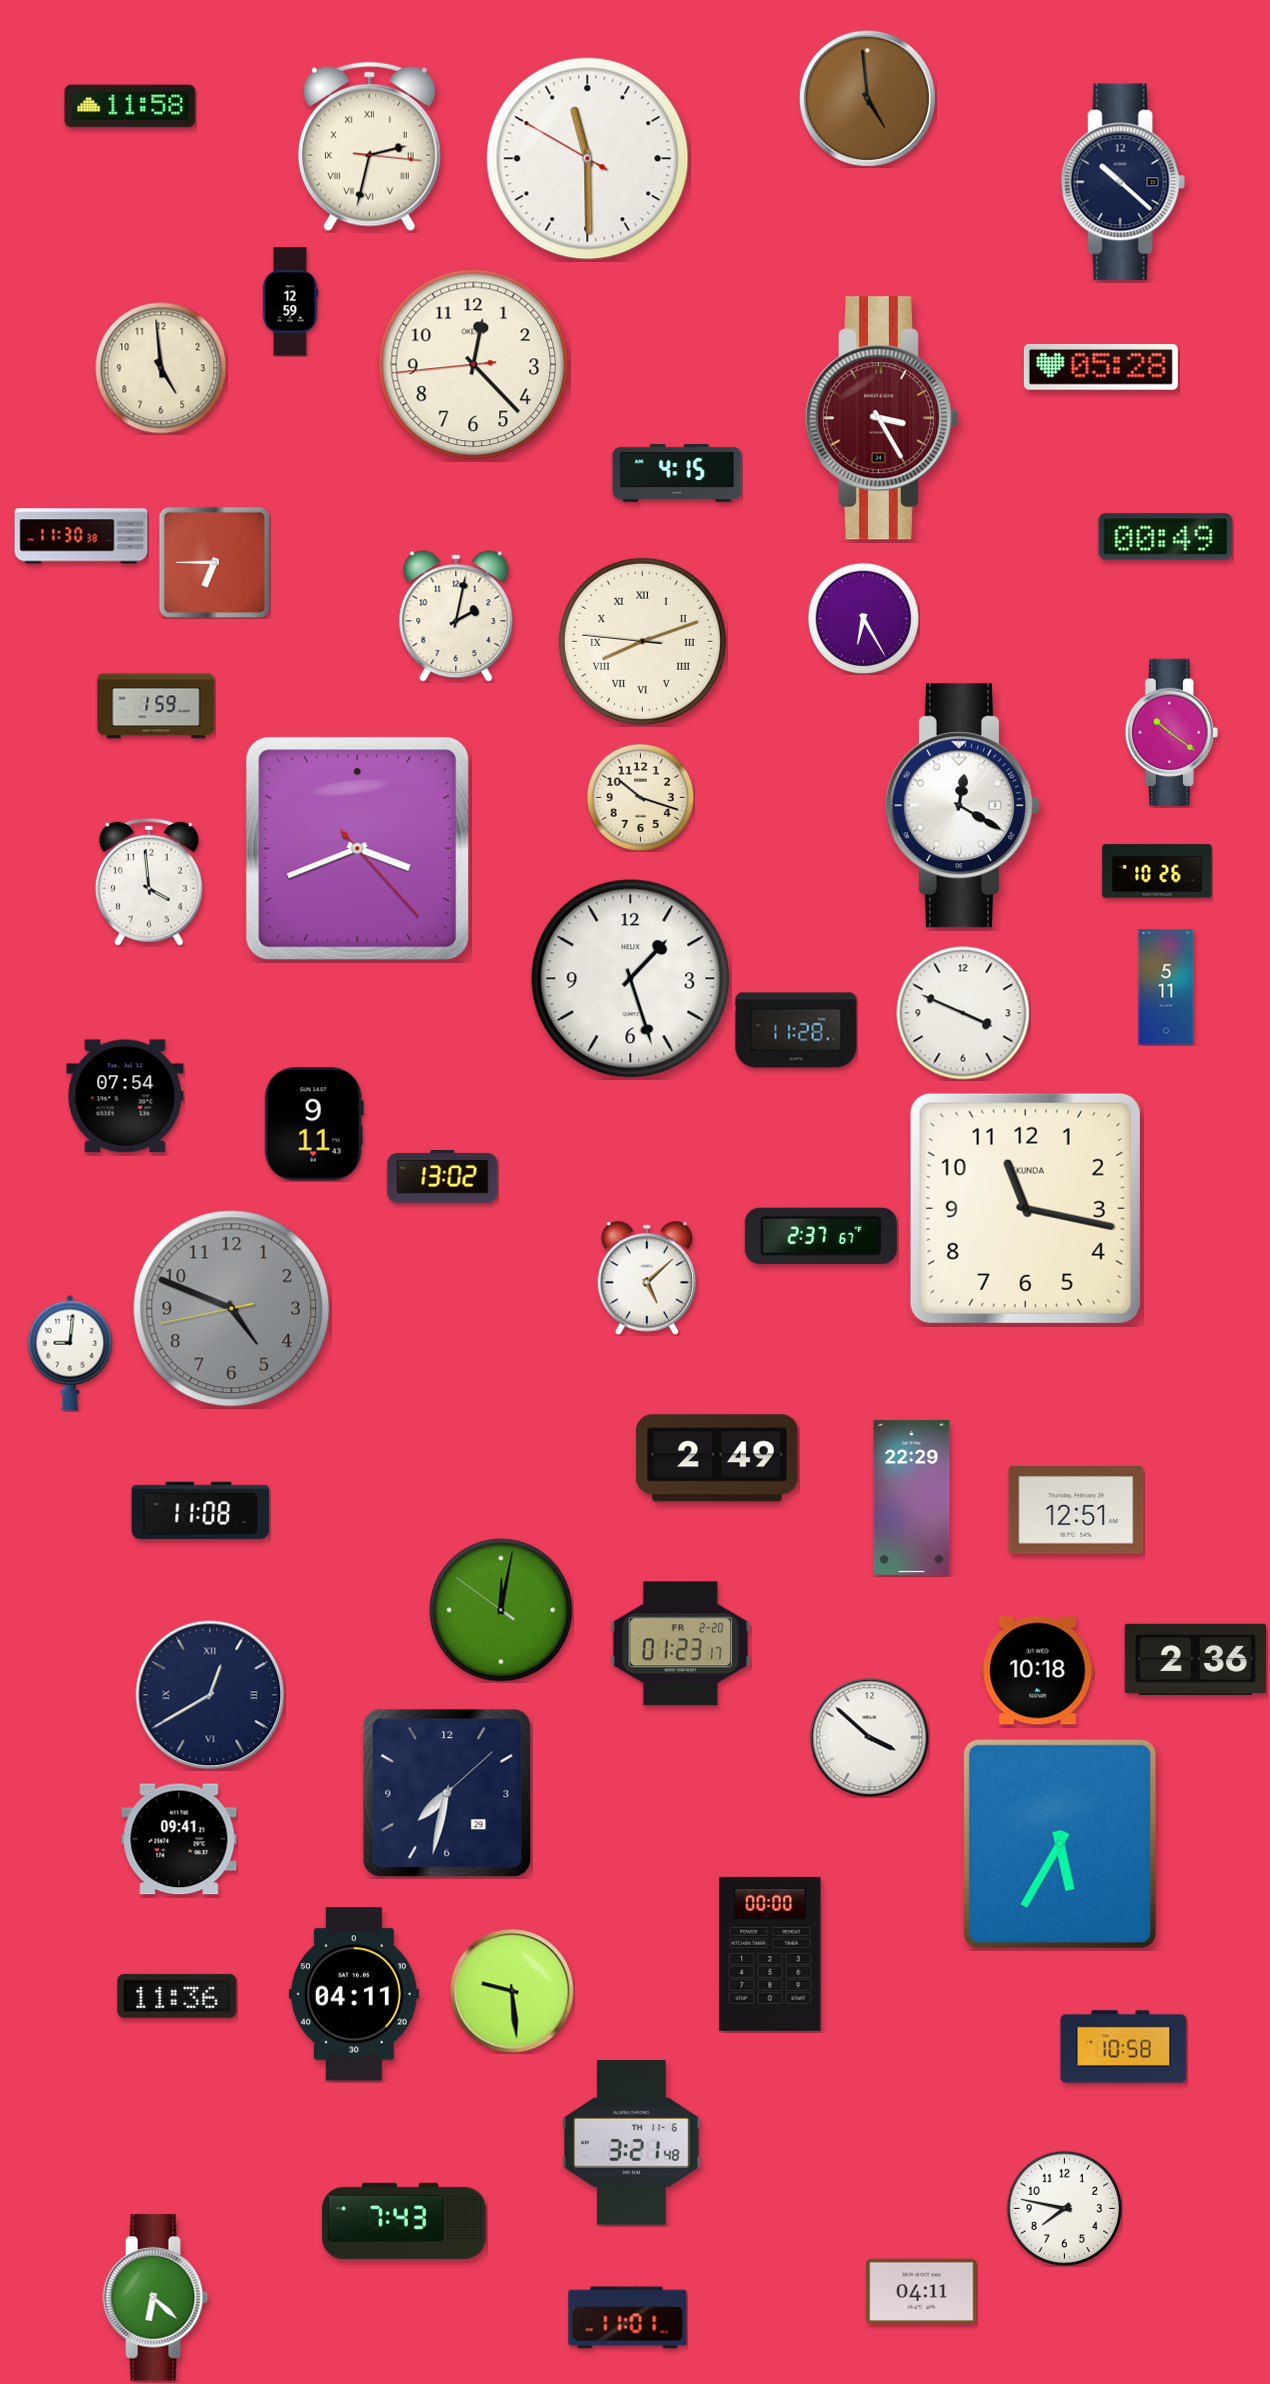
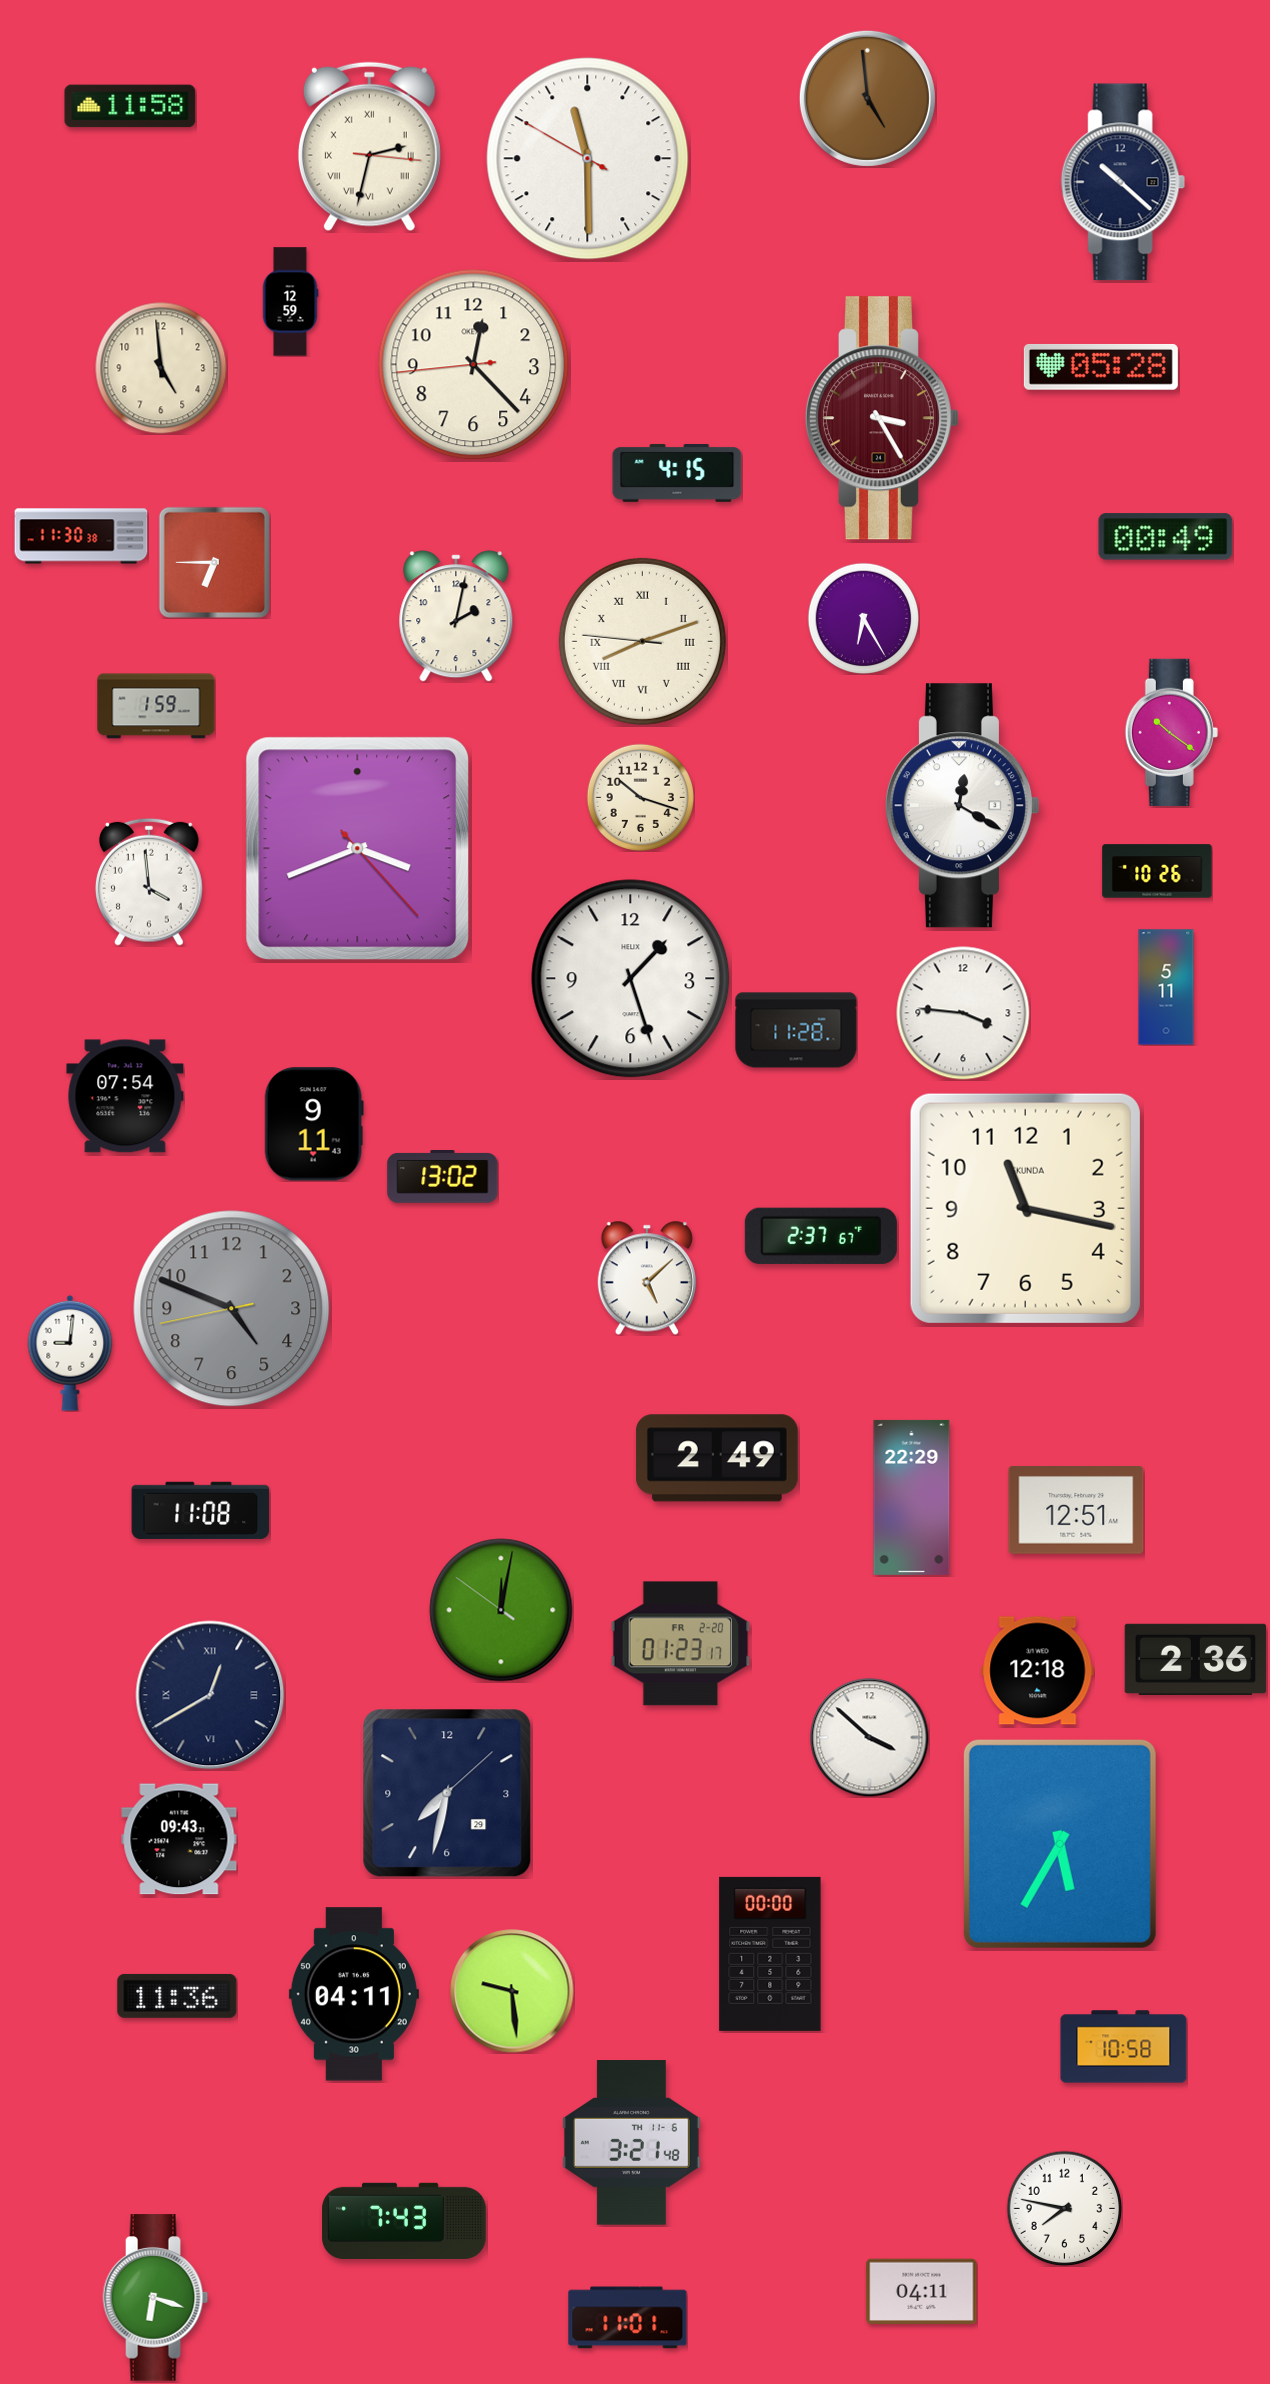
clock at (963, 1013): 3:49 -> 3:46
clock at (1038, 1671): 10:18 -> 12:18
clock at (179, 1839): 09:41 -> 09:43
clock at (156, 2298): 6:22 -> 6:18
